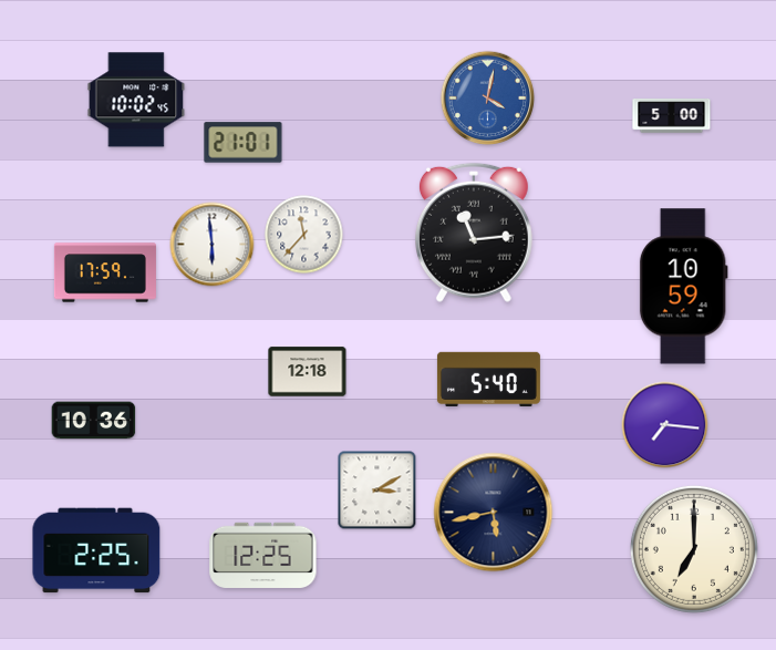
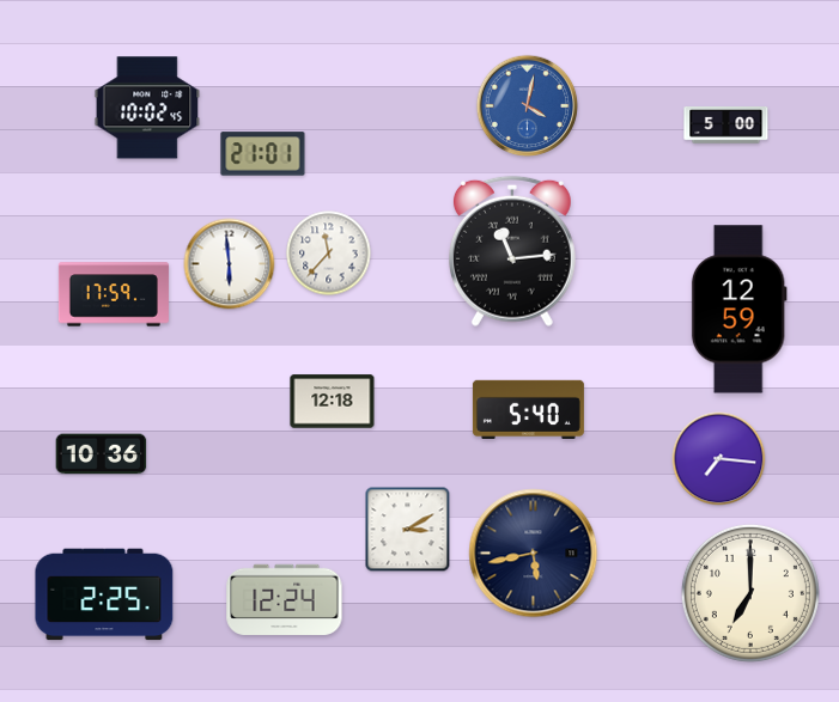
clock at (683, 287): 10:59 -> 12:59
clock at (263, 555): 12:25 -> 12:24
